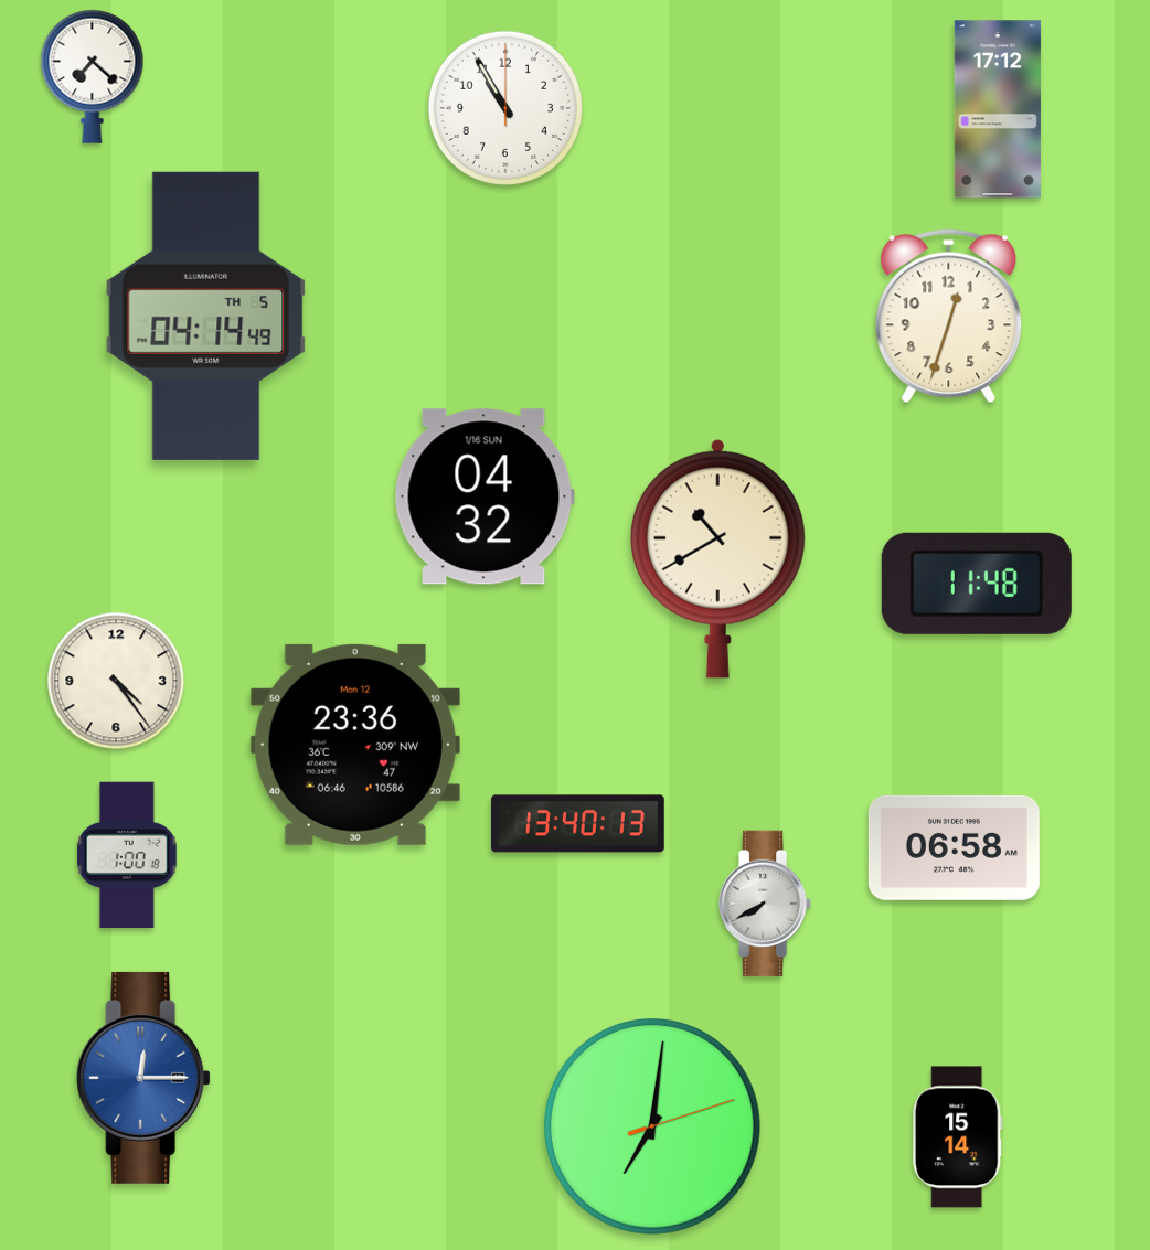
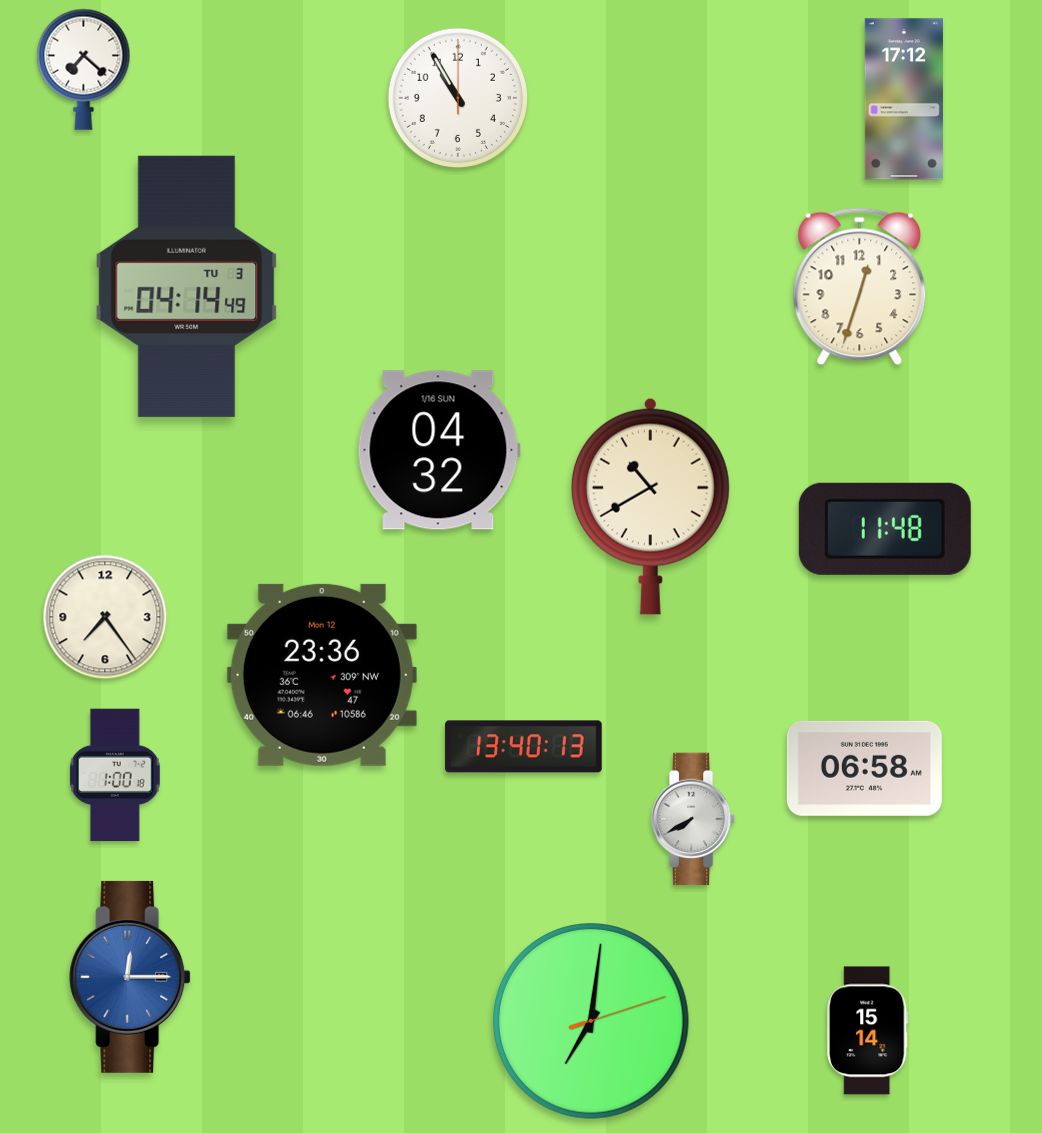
clock at (206, 316) date: TH 5 -> TU 3
clock at (116, 681): 4:24 -> 7:24
